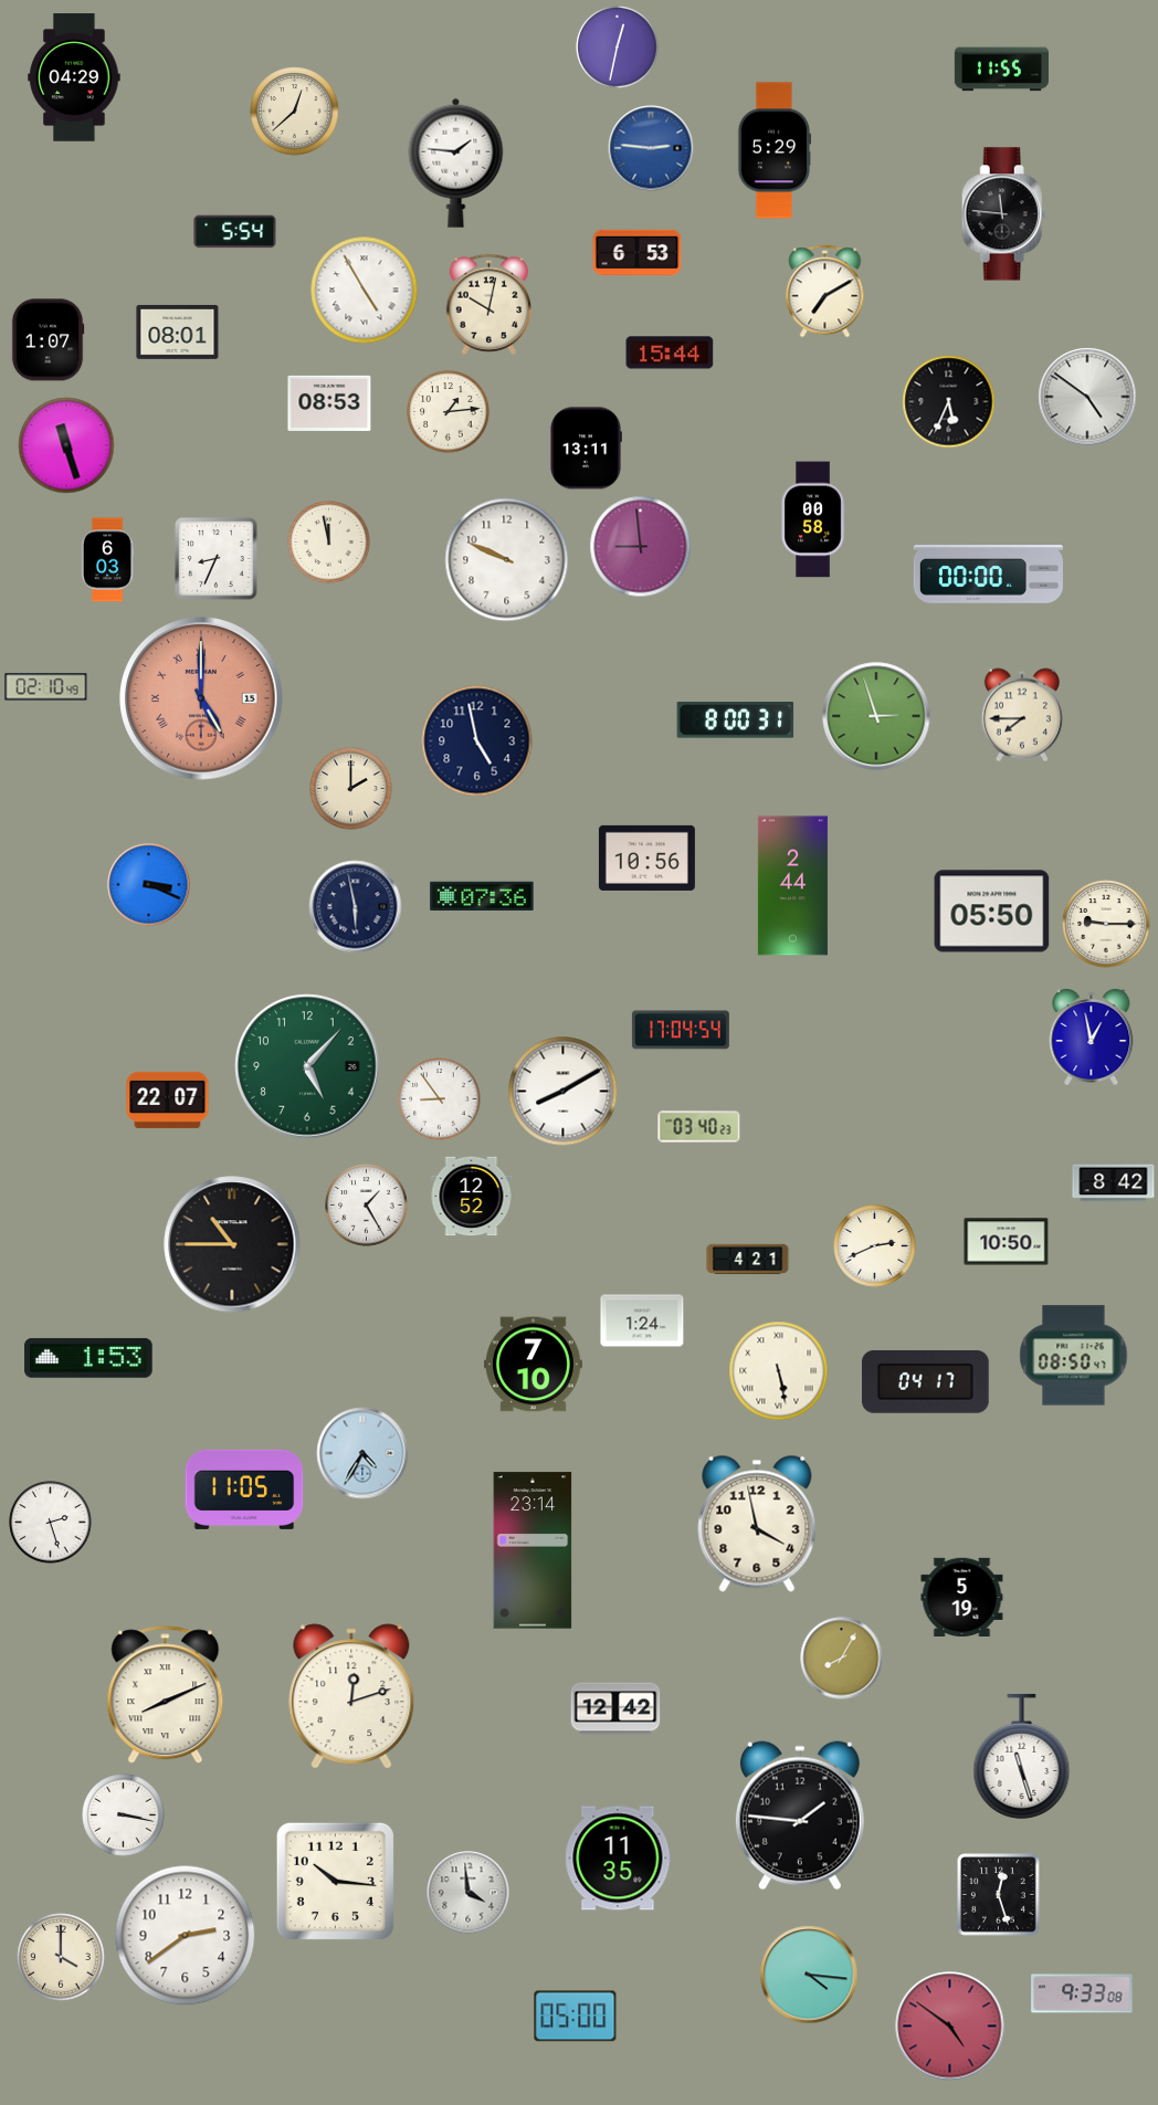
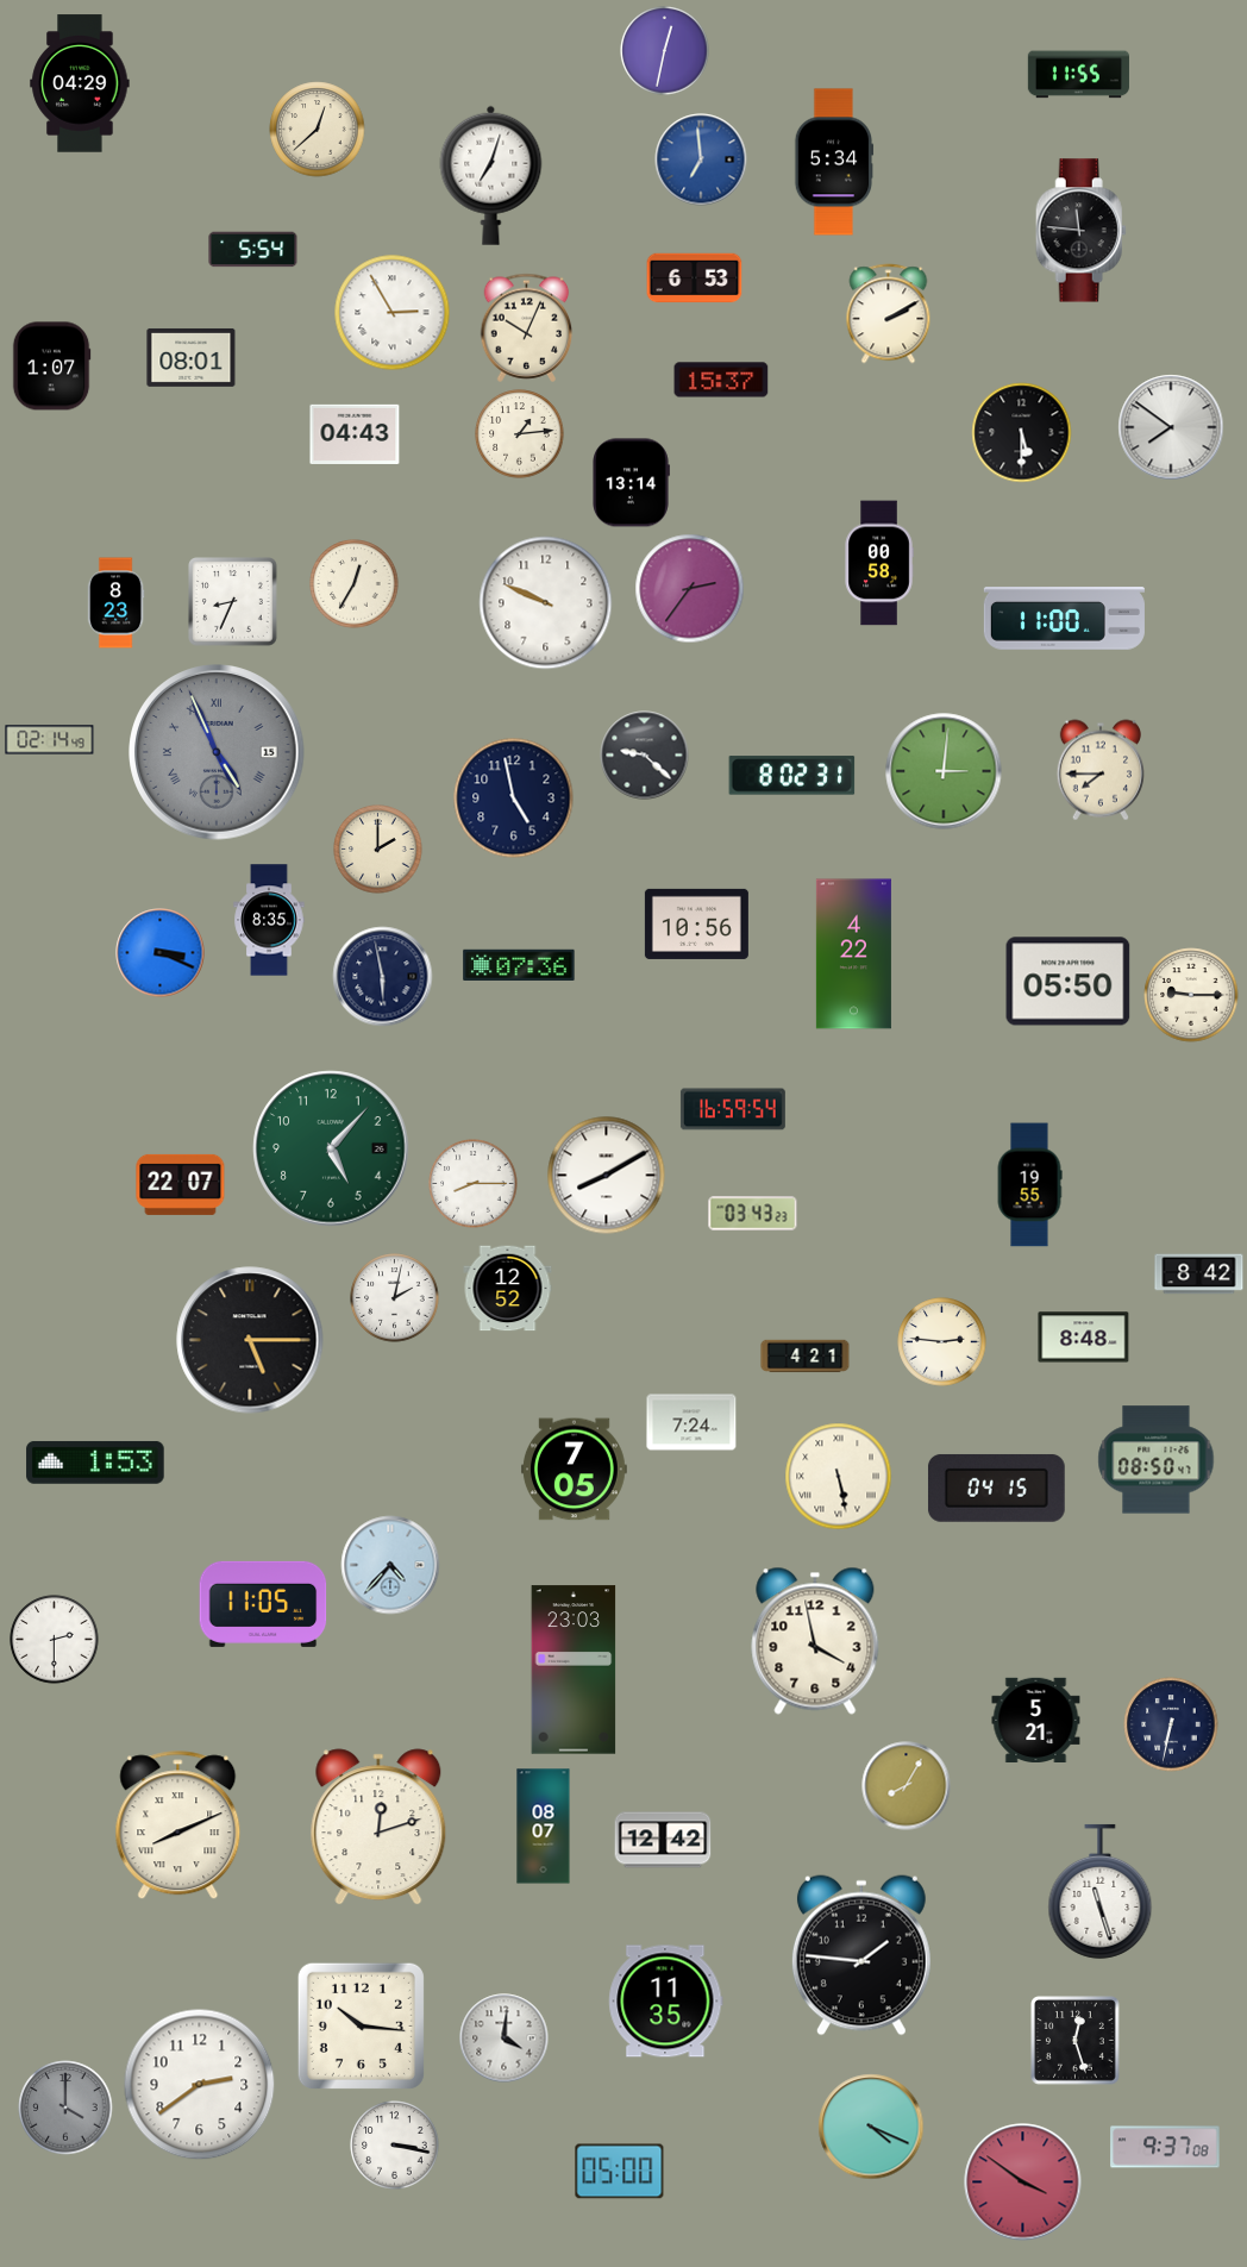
clock at (295, 112) position: (295, 112) -> (318, 130)
clock at (651, 148): 2:46 -> 6:59
clock at (775, 150): 5:29 -> 5:34
clock at (456, 162): 1:46 -> 7:03
clock at (638, 253) position: (638, 253) -> (695, 278)
clock at (365, 291): 4:55 -> 2:55
clock at (825, 292): 7:10 -> 2:10
clock at (489, 304): 10:02 -> 10:04
clock at (670, 352): 15:44 -> 15:37
clock at (1087, 397): 4:51 -> 7:51
clock at (949, 402): 5:34 -> 5:30
clock at (329, 403): 08:53 -> 04:43
clock at (449, 412) position: (449, 412) -> (520, 434)
clock at (66, 445): 11:27 -> none
clock at (586, 449): 13:11 -> 13:14
clock at (813, 519) position: (813, 519) -> (879, 563)
clock at (329, 543): 11:58 -> 12:35
clock at (641, 547): 8:59 -> 2:36
clock at (107, 560): 6:03 -> 8:23
clock at (988, 575): 00:00 -> 11:00
clock at (46, 687): 02:10 -> 02:14
clock at (201, 698): 5:00 -> 4:56
clock at (201, 698) dial: salmon -> grey
clock at (645, 756): none -> 9:22
clock at (876, 716): 2:57 -> 3:01
clock at (736, 720): 8:00 -> 8:02
clock at (269, 920): none -> 8:35
clock at (792, 886): 2:44 -> 4:22
clock at (681, 1030): 17:04 -> 16:59
clock at (1092, 1036): 12:58 -> none
clock at (440, 1099): 8:54 -> 8:15
clock at (1029, 1185): none -> 19:55
clock at (699, 1127): 03:40 -> 03:43
clock at (367, 1206): 1:25 -> 2:02
clock at (1007, 1242): 10:50 -> 8:48
clock at (232, 1244): 10:45 -> 5:15
clock at (875, 1246): 2:41 -> 2:46
clock at (642, 1320): 1:24 -> 7:24
clock at (534, 1365): 7:10 -> 7:05
clock at (925, 1381): 04:17 -> 04:15
clock at (362, 1453): 4:35 -> 4:37
clock at (51, 1523): 2:27 -> 2:30
clock at (533, 1550): 23:14 -> 23:03
clock at (962, 1597): 5:19 -> 5:21
clock at (1171, 1724): none -> 6:32
clock at (544, 1827): none -> 08:07
clock at (124, 1815): 3:17 -> none
clock at (469, 1893): 3:59 -> 4:01
clock at (61, 1957) dial: cream -> grey
clock at (809, 1975): 4:16 -> 4:19
clock at (395, 2146): none -> 3:17
clock at (1082, 1993): 9:33 -> 9:37
clock at (950, 2027): 4:51 -> 3:51
